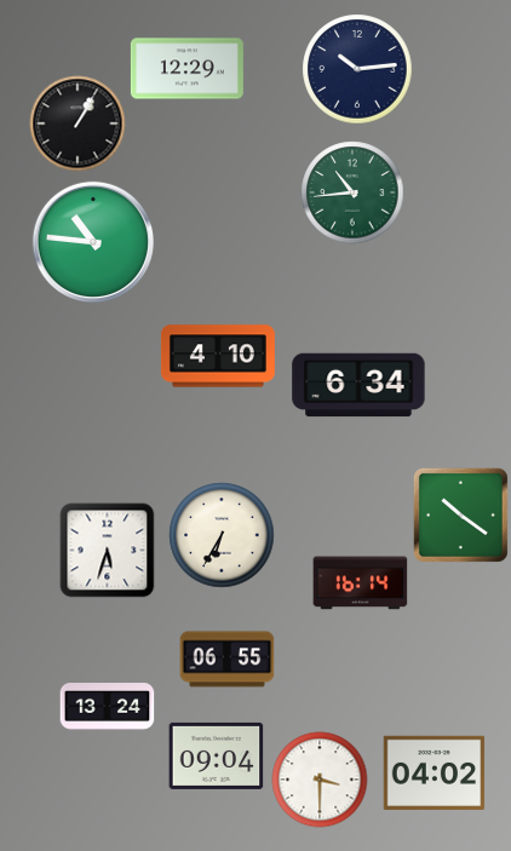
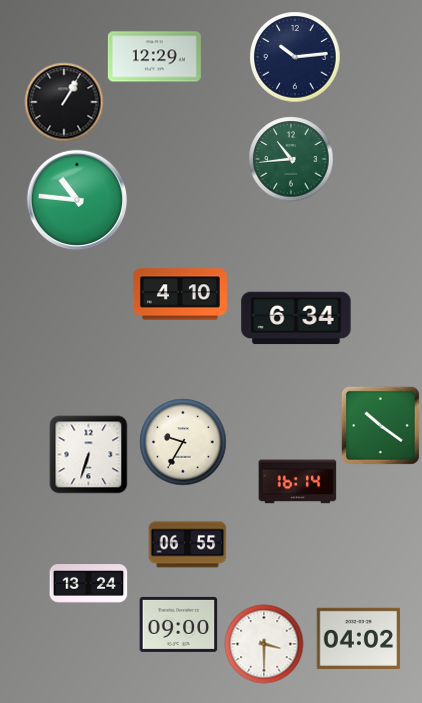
clock at (222, 535): 6:35 -> 9:35
clock at (107, 550): 5:33 -> 6:33
clock at (216, 755): 09:04 -> 09:00
